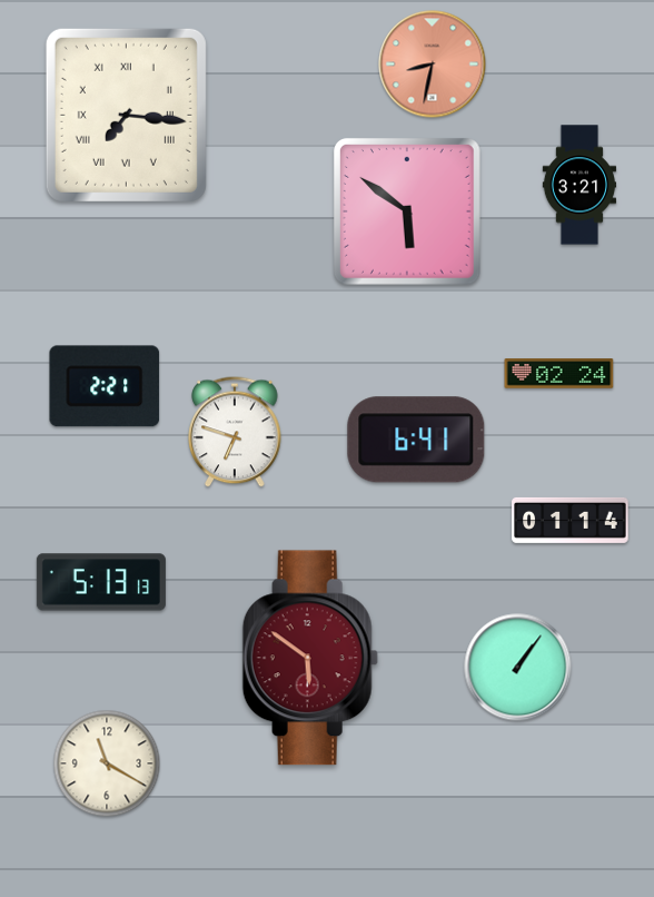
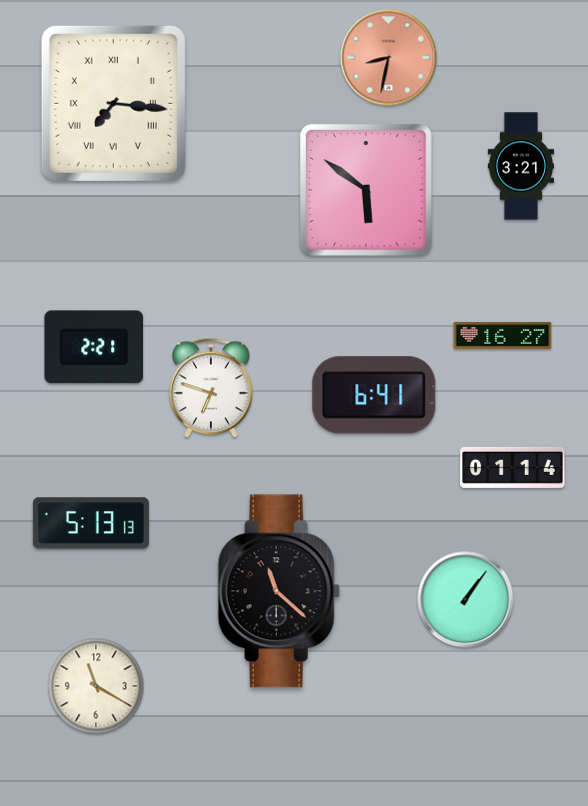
clock at (559, 374): 02:24 -> 16:27
clock at (310, 658): 5:51 -> 11:22
clock at (310, 658) dial: burgundy -> black
